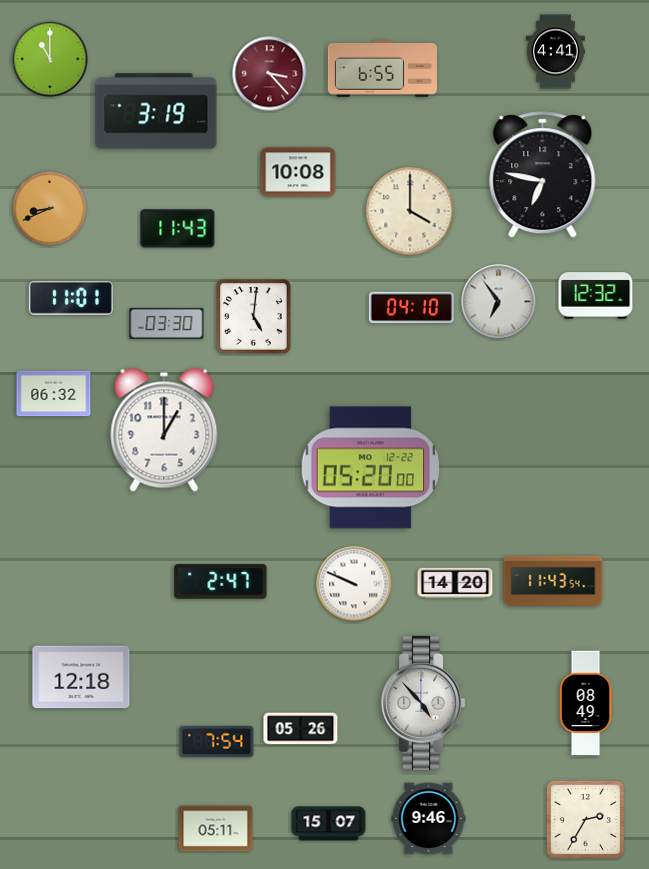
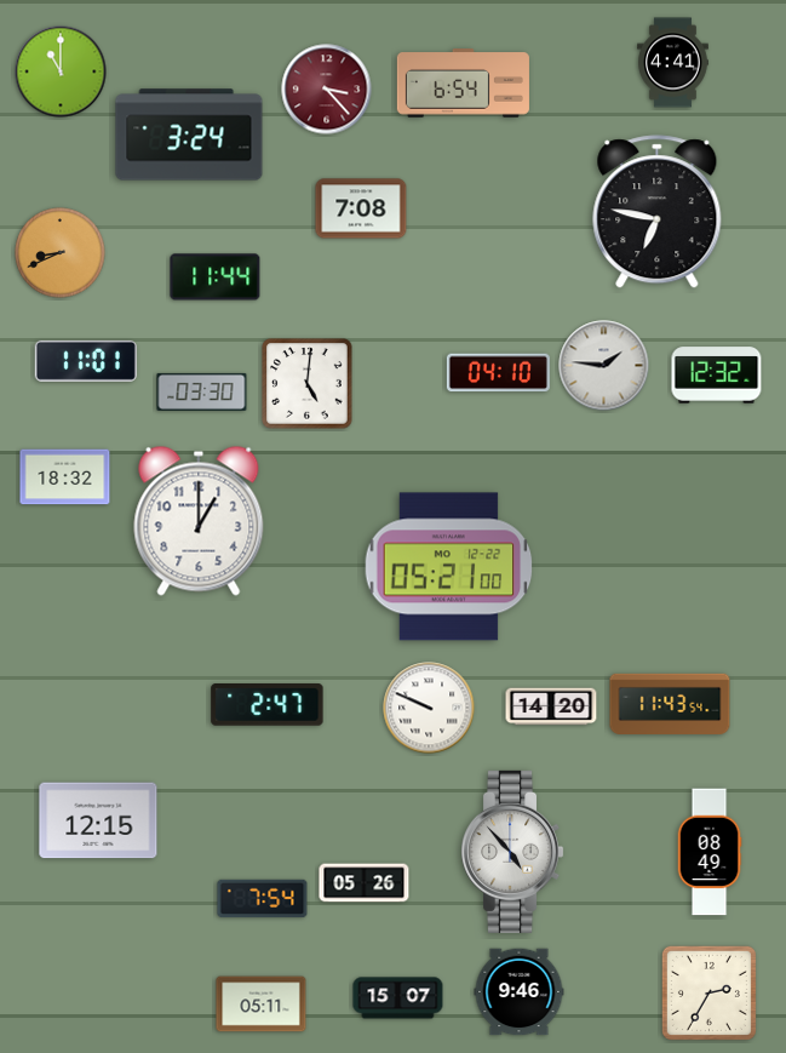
clock at (382, 69): 6:55 -> 6:54
clock at (156, 111): 3:19 -> 3:24
clock at (298, 172): 10:08 -> 7:08
clock at (410, 211): 4:00 -> none
clock at (178, 229): 11:43 -> 11:44
clock at (596, 296) position: (596, 296) -> (717, 376)
clock at (499, 302): 6:54 -> 1:46
clock at (54, 394): 06:32 -> 18:32
clock at (371, 468): 05:20 -> 05:21
clock at (81, 677): 12:18 -> 12:15
